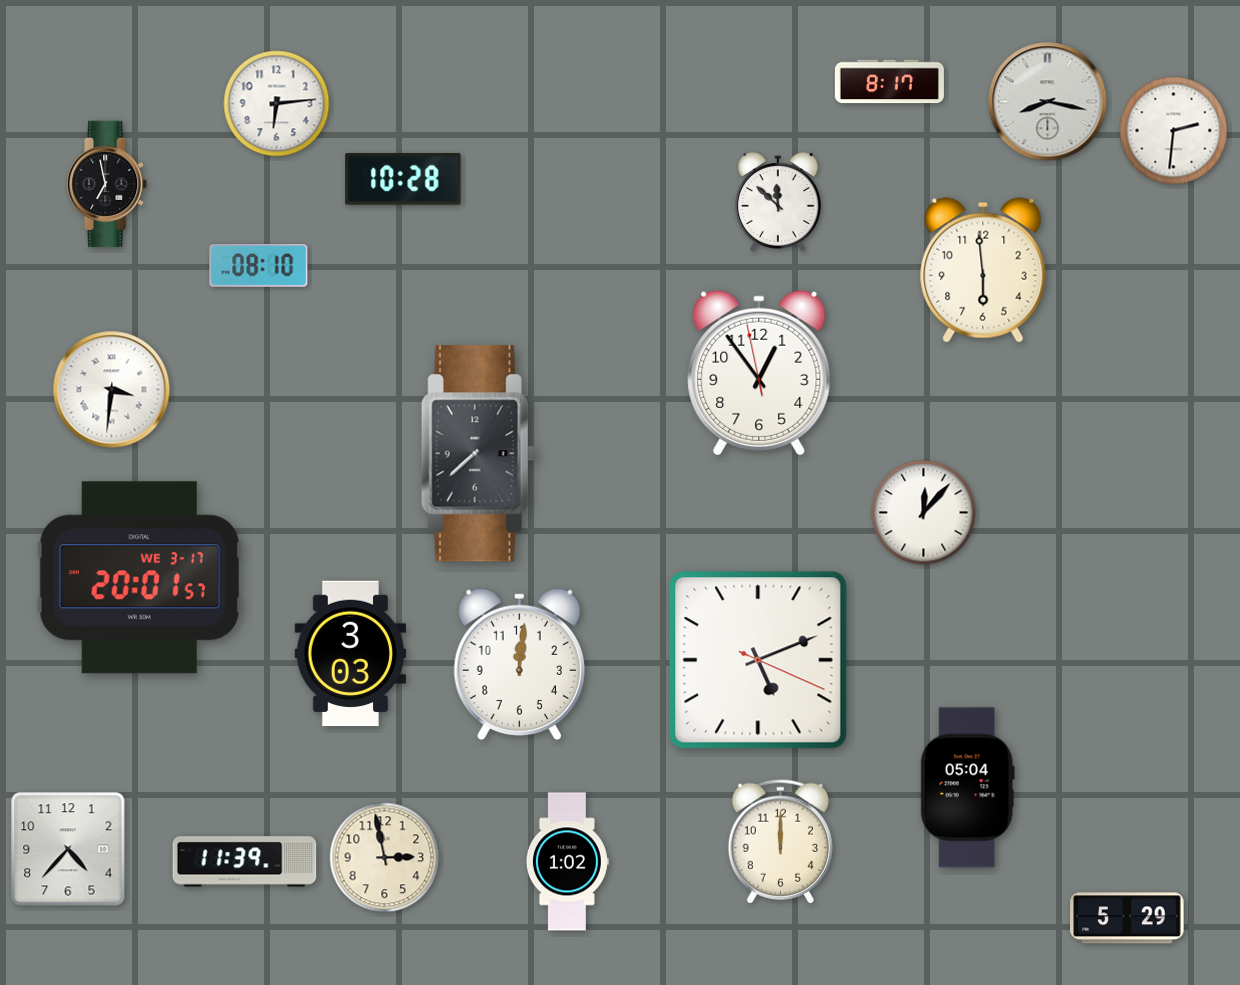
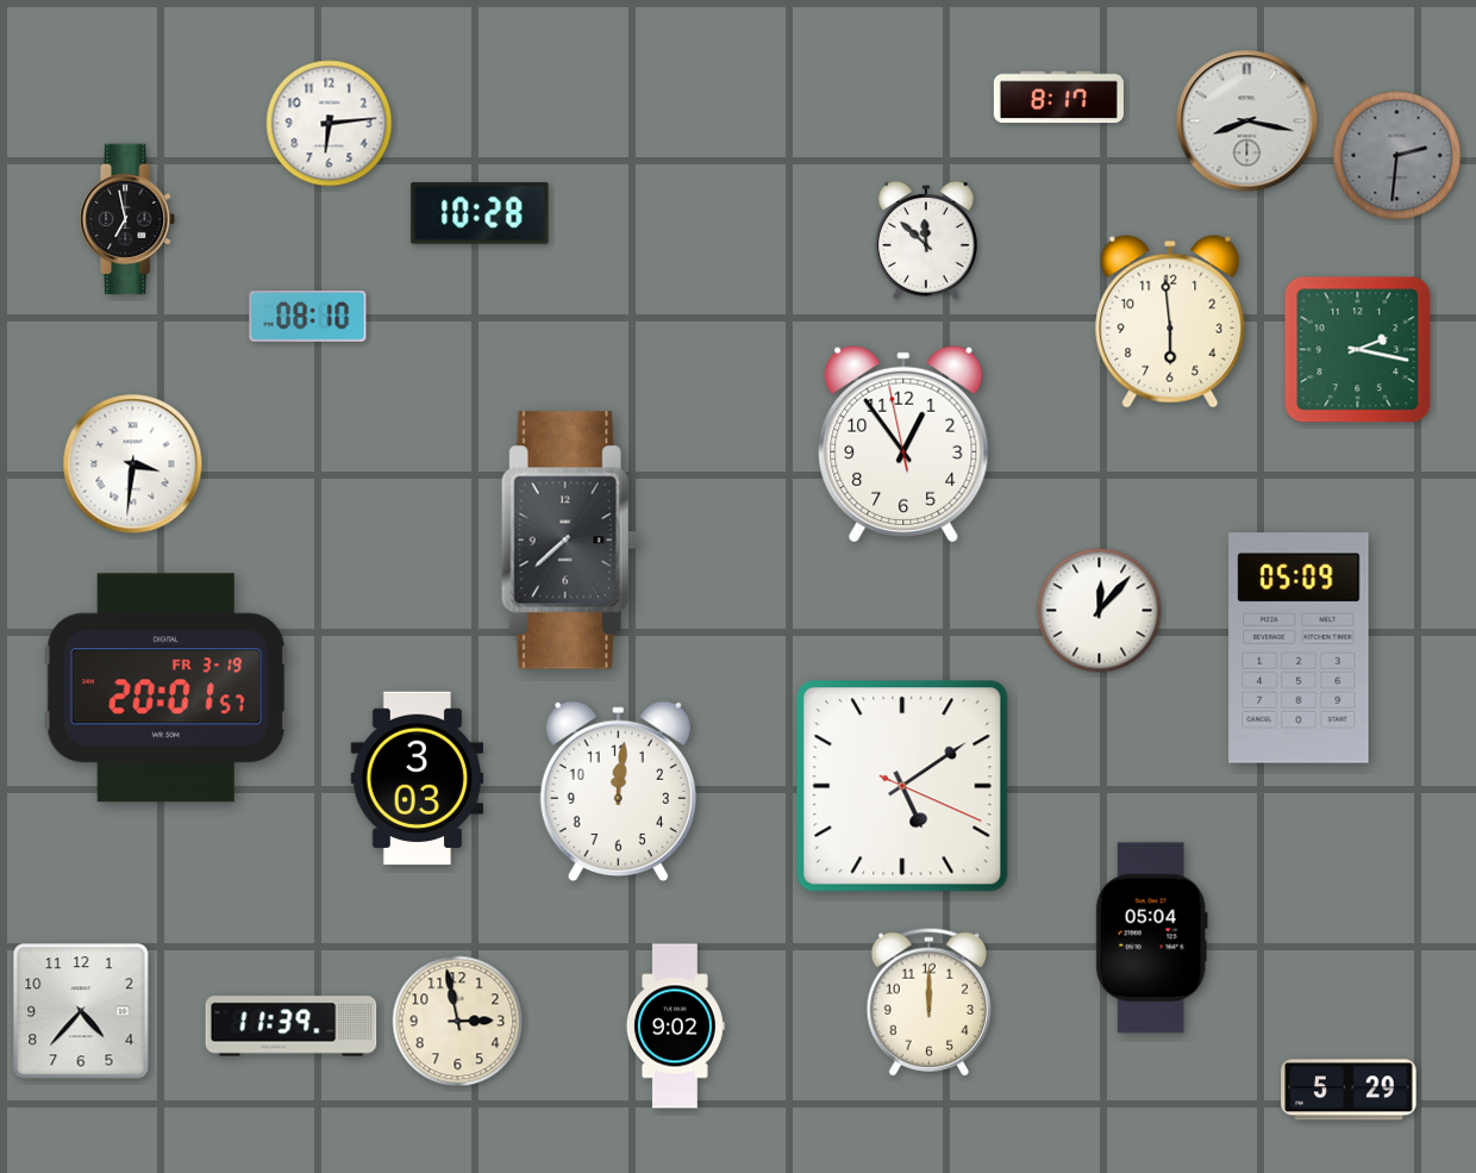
clock at (1174, 131) dial: white -> grey
clock at (1358, 350): none -> 2:17
clock at (1299, 648): none -> 05:09
clock at (139, 578) date: WE 3-17 -> FR 3-19
clock at (758, 660): 5:11 -> 5:09
clock at (567, 862): 1:02 -> 9:02
clock at (1127, 918) position: (1127, 918) -> (1349, 1090)
